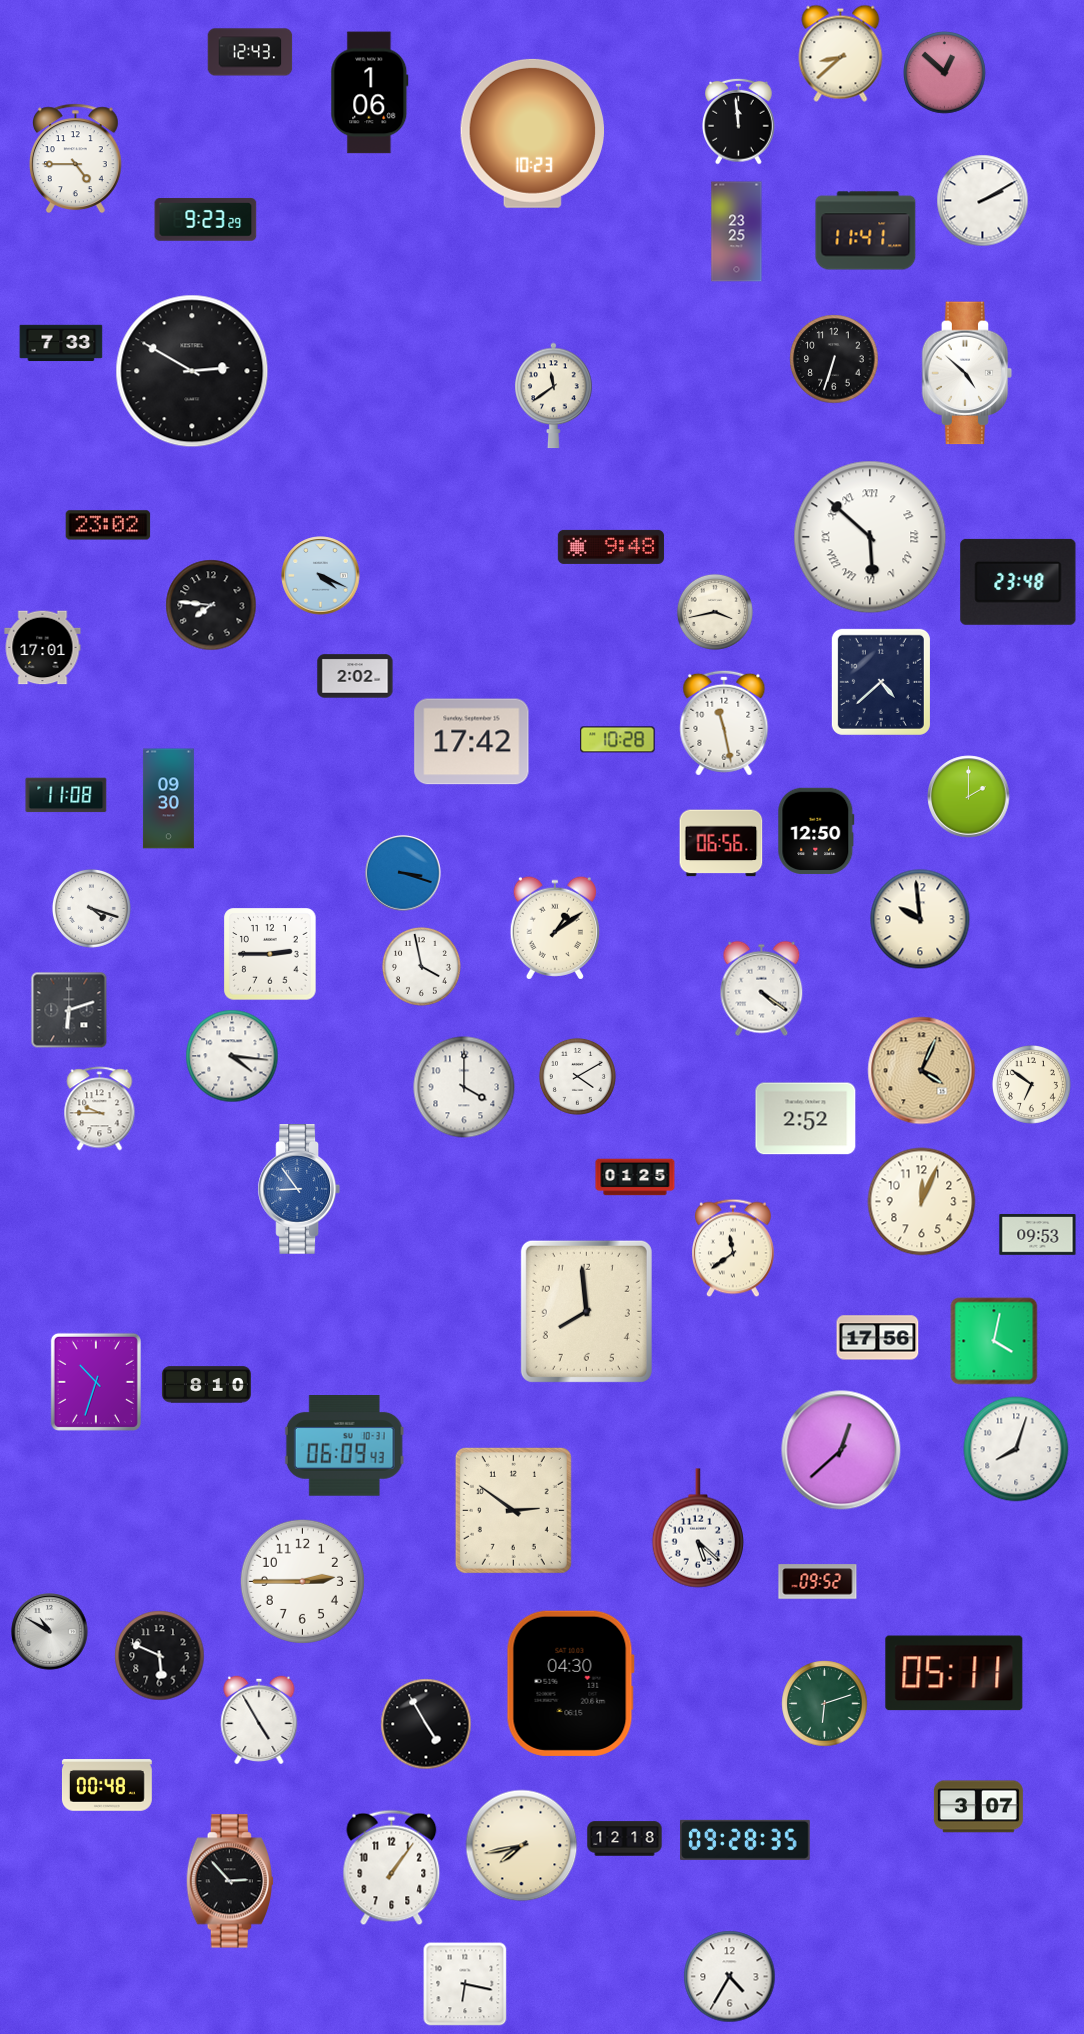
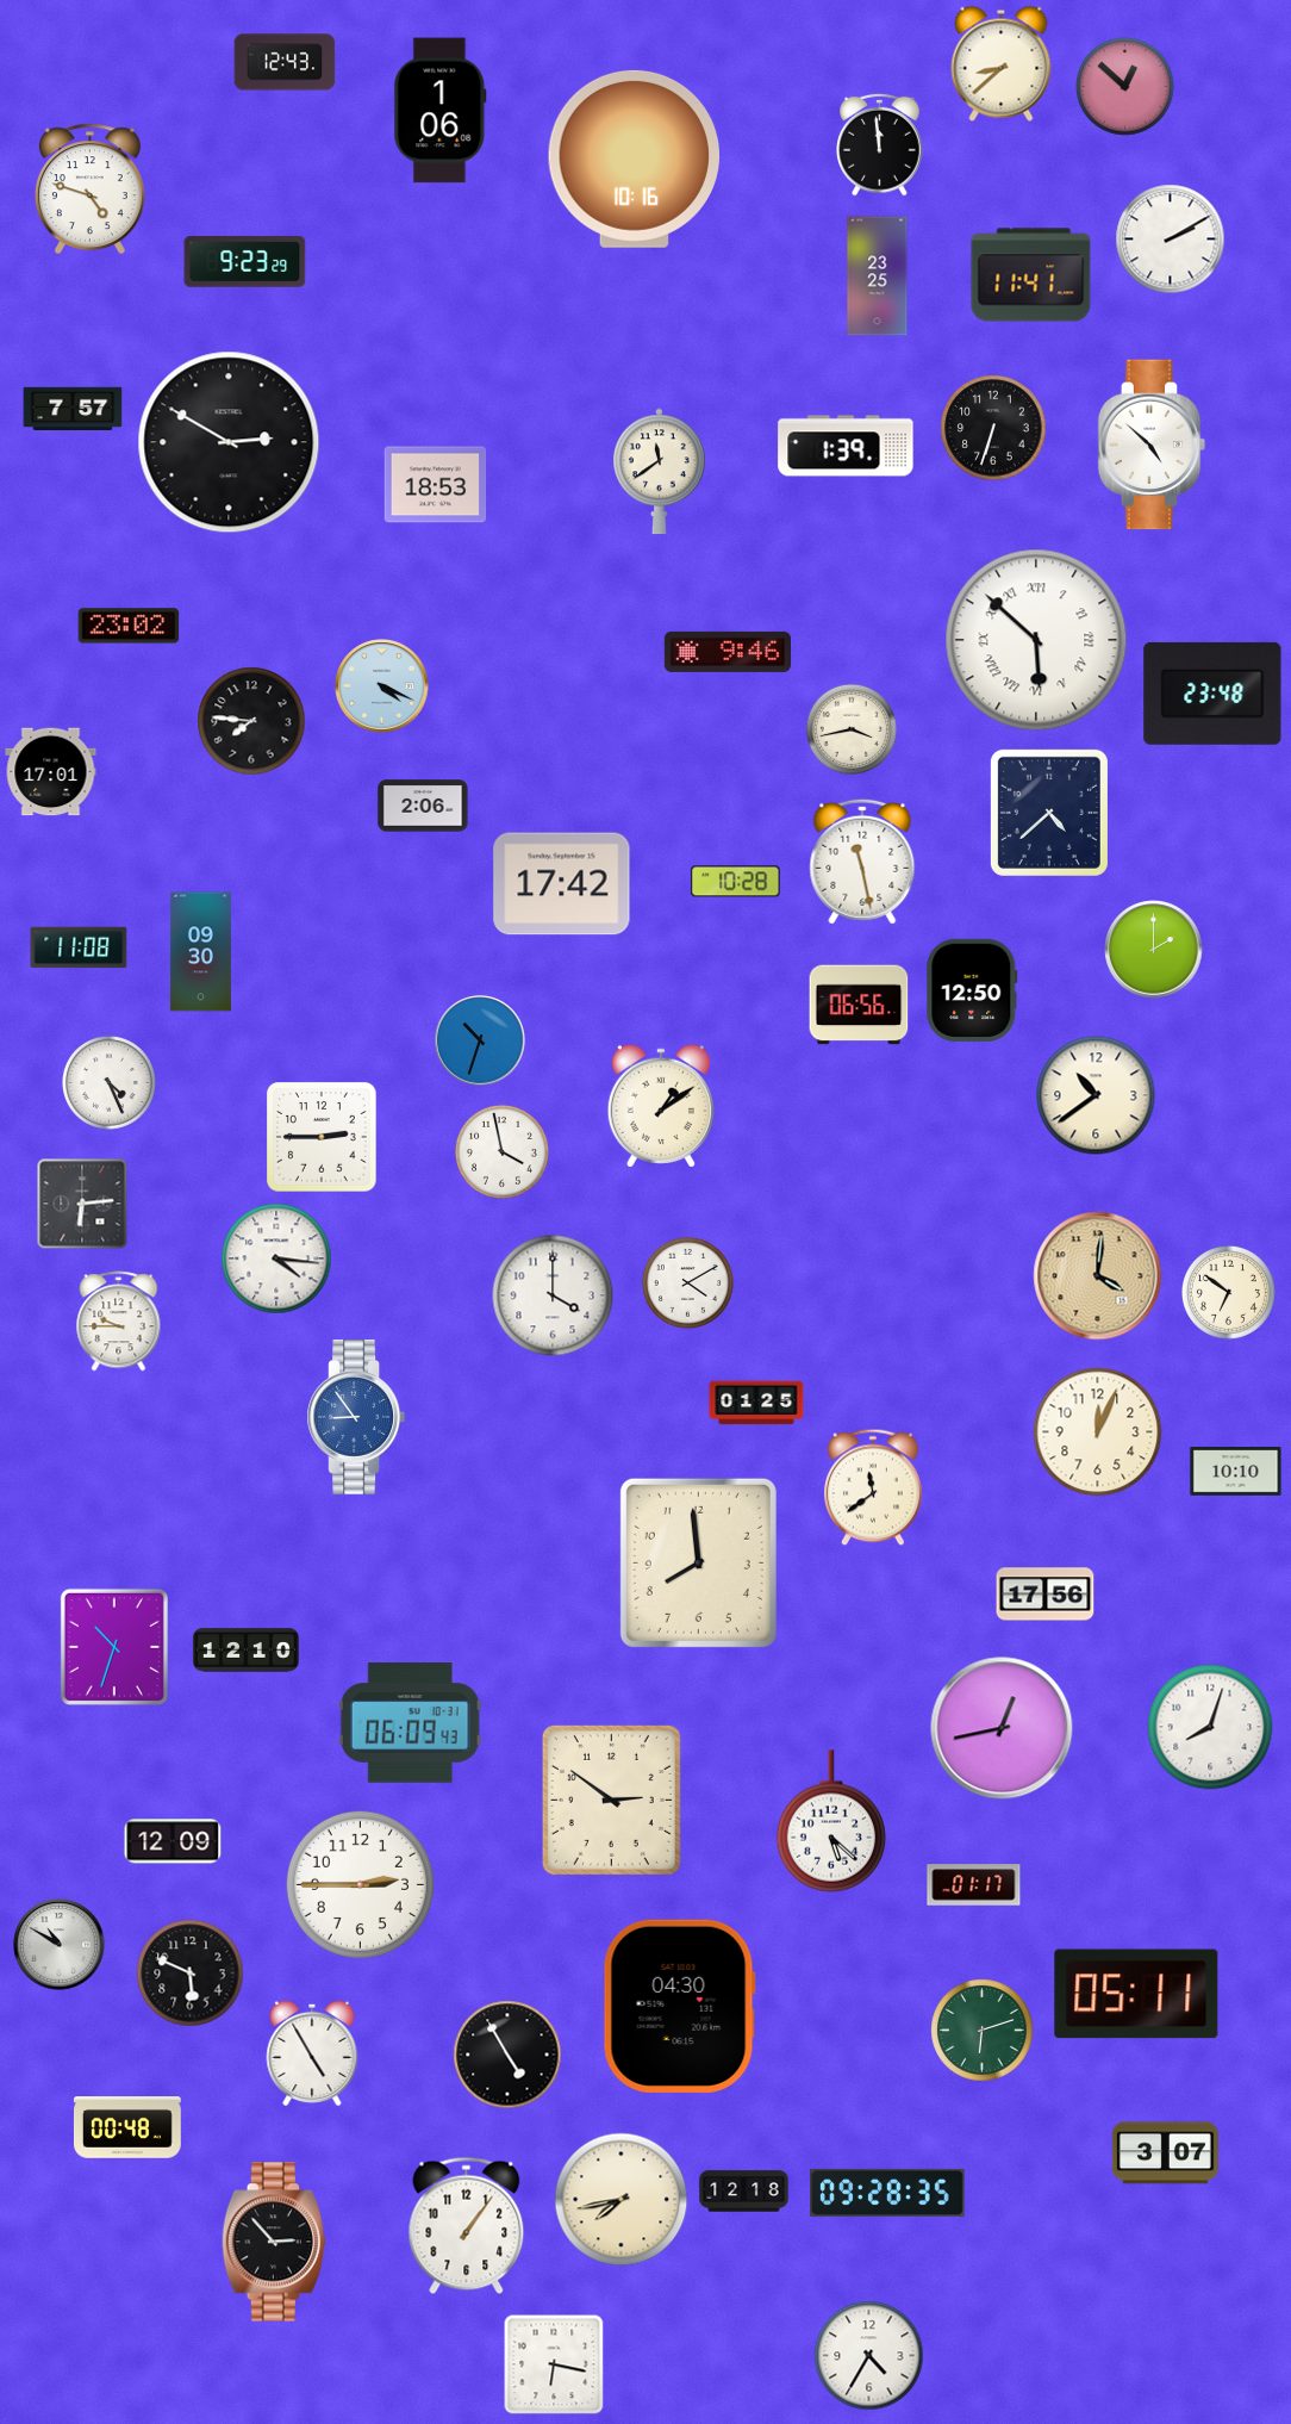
clock at (250, 52) position: (250, 52) -> (285, 62)
clock at (532, 133): 10:23 -> 10:16
clock at (75, 159): 4:45 -> 4:48
clock at (61, 343): 7:33 -> 7:57
clock at (846, 446): none -> 1:39
clock at (436, 485): none -> 18:53
clock at (610, 547): 9:48 -> 9:46
clock at (355, 676): 2:02 -> 2:06
clock at (403, 873): 3:18 -> 10:33
clock at (91, 908): 4:18 -> 4:26
clock at (920, 919): 9:59 -> 10:39
clock at (762, 989): 4:21 -> none
clock at (69, 1010): 6:12 -> 6:14
clock at (922, 1071): 4:04 -> 4:01
clock at (806, 1119): 2:52 -> none
clock at (1038, 1235): 09:53 -> 10:10
clock at (994, 1341): 4:02 -> none
clock at (206, 1385): 8:10 -> 12:10
clock at (841, 1450): 12:38 -> 12:43
clock at (173, 1841): none -> 12:09
clock at (818, 1582): 09:52 -> 01:17
clock at (259, 1719) position: (259, 1719) -> (312, 2052)
